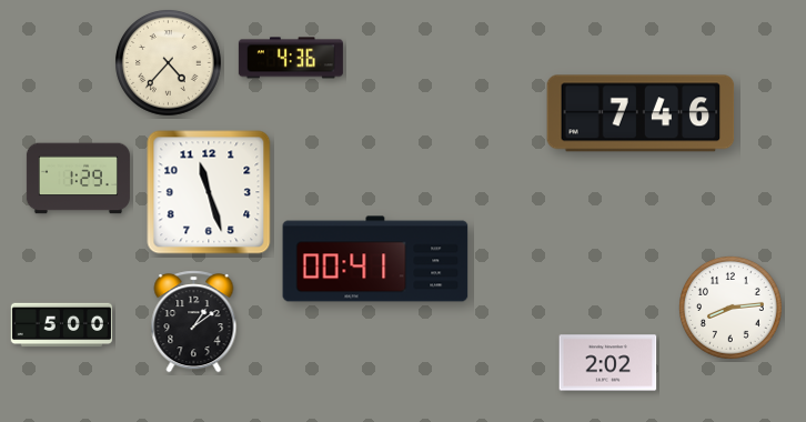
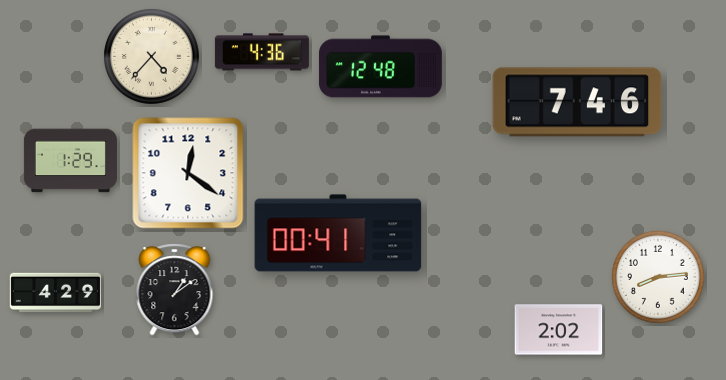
clock at (380, 67): none -> 12:48
clock at (209, 192): 11:27 -> 12:21
clock at (61, 325): 5:00 -> 4:29
clock at (608, 363) position: (608, 363) -> (559, 330)
